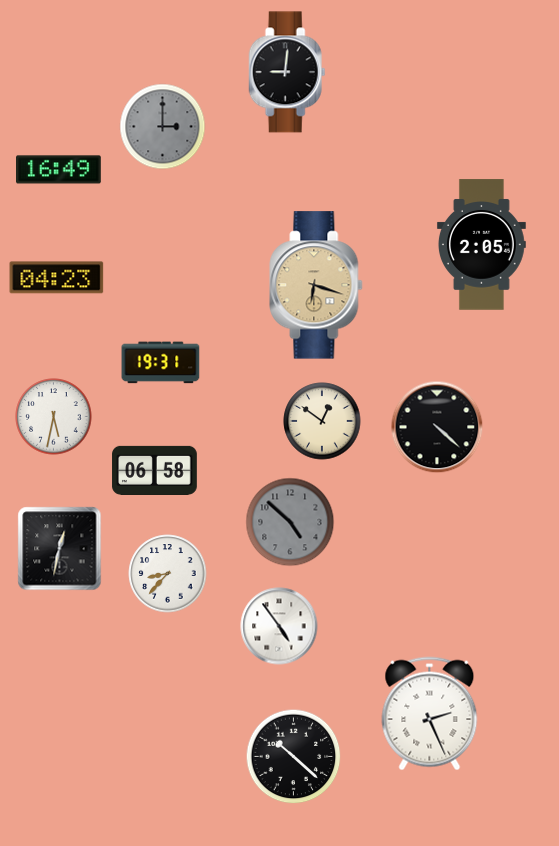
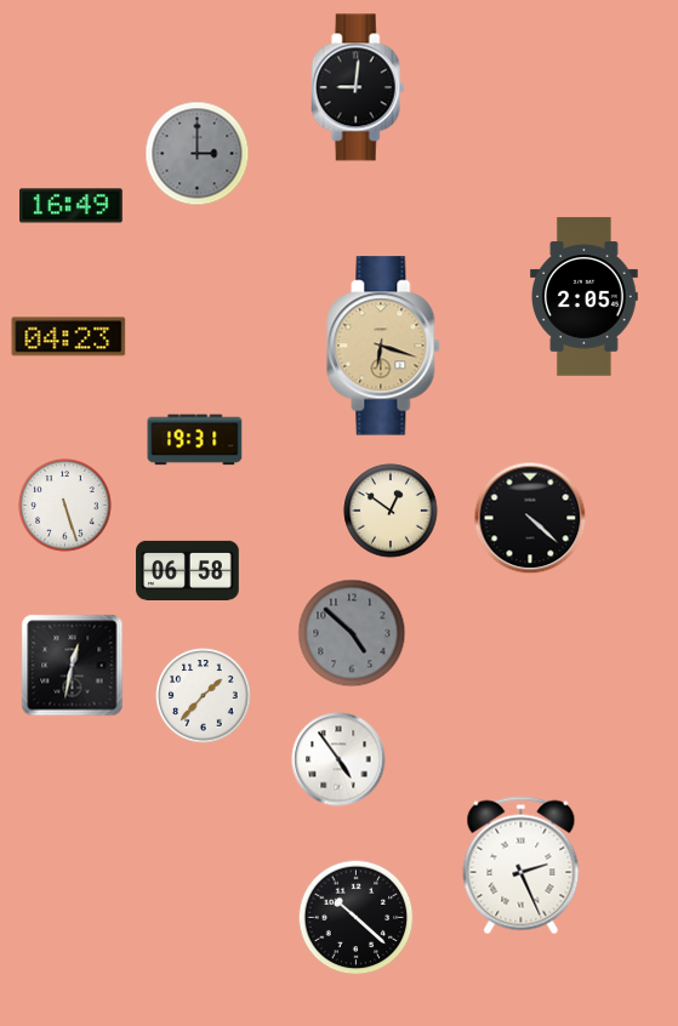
clock at (287, 72) position: (287, 72) -> (358, 87)
clock at (54, 417): 5:32 -> 5:27
clock at (168, 574): 8:37 -> 1:37
